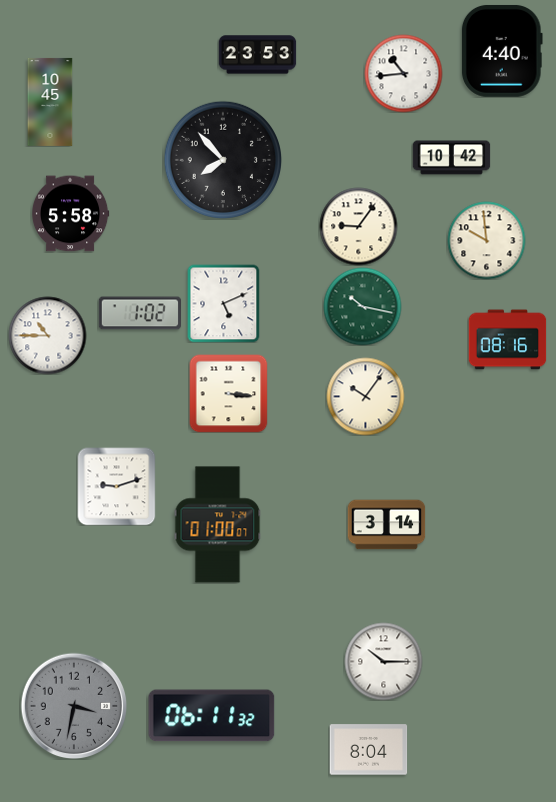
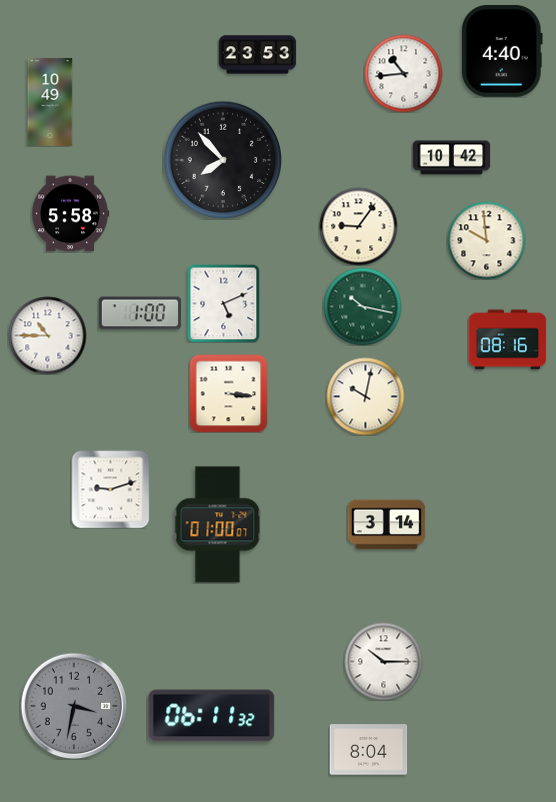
clock at (50, 102): 10:45 -> 10:49
clock at (139, 313): 1:02 -> 1:00
clock at (365, 396): 10:06 -> 10:02
clock at (116, 486) position: (116, 486) -> (110, 489)
